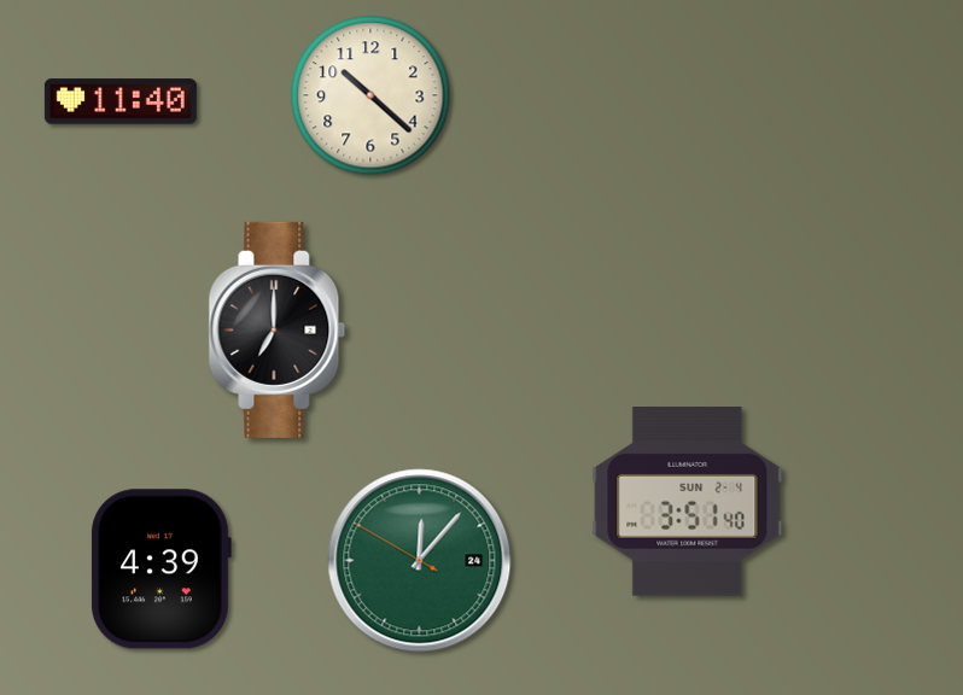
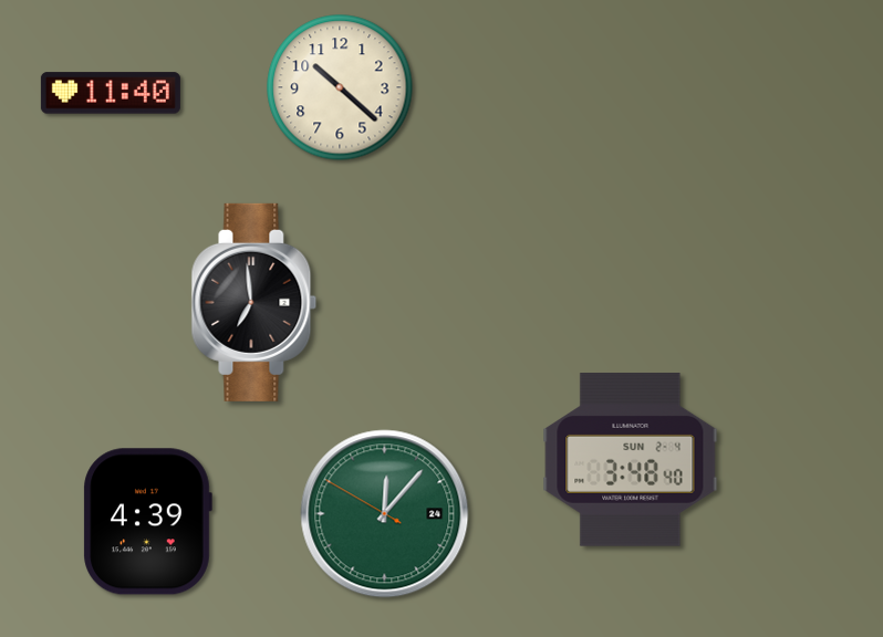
clock at (278, 329): 7:00 -> 6:59
clock at (688, 502): 3:51 -> 3:48
